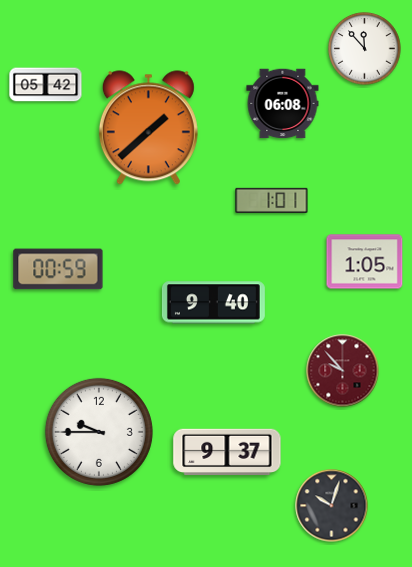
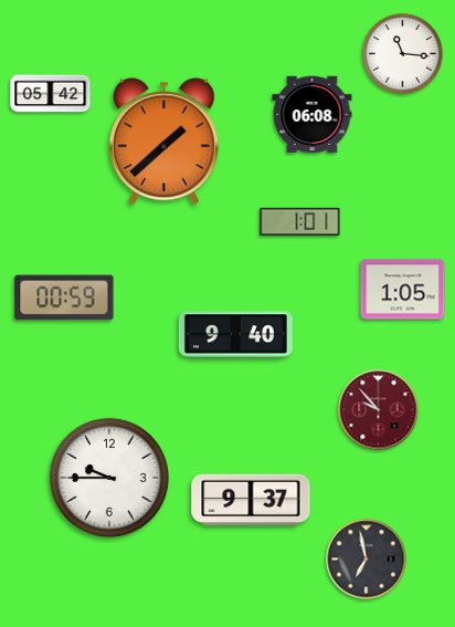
clock at (365, 49): 11:53 -> 11:16
clock at (332, 506): 10:03 -> 6:58
